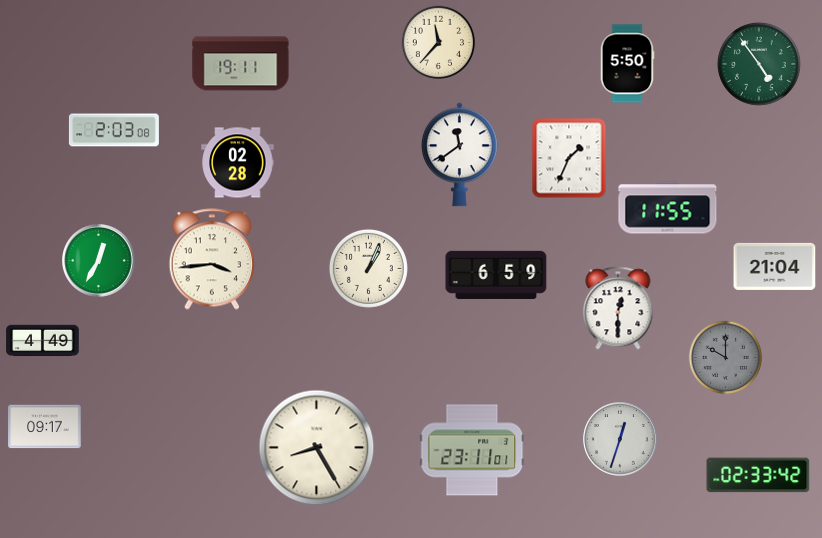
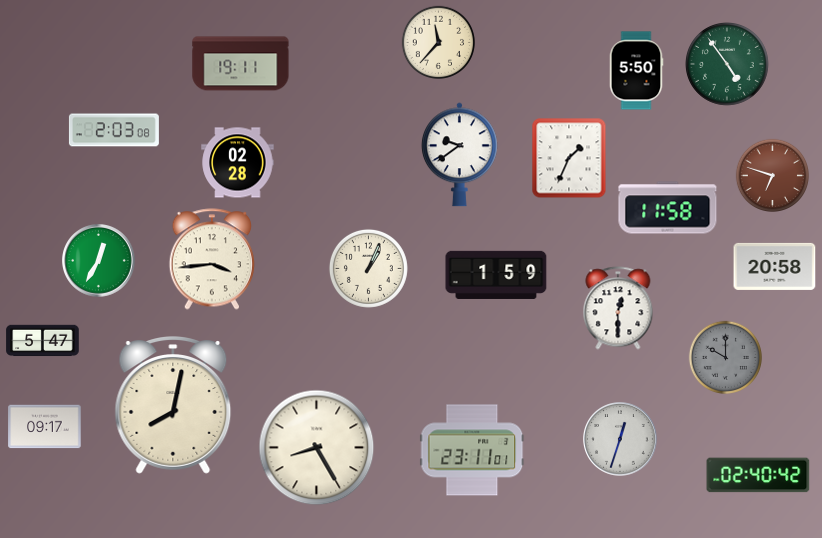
clock at (627, 64) position: (627, 64) -> (636, 71)
clock at (760, 65) position: (760, 65) -> (728, 65)
clock at (459, 155): 11:39 -> 9:39
clock at (773, 176): none -> 6:48
clock at (668, 208): 11:55 -> 11:58
clock at (775, 266): 21:04 -> 20:58
clock at (496, 275): 6:59 -> 1:59
clock at (43, 341): 4:49 -> 5:47
clock at (173, 405): none -> 8:02
clock at (758, 475): 02:33 -> 02:40
